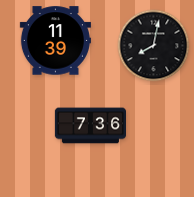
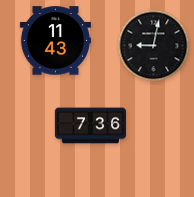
clock at (55, 41): 11:39 -> 11:43
clock at (154, 46): 8:02 -> 9:02
